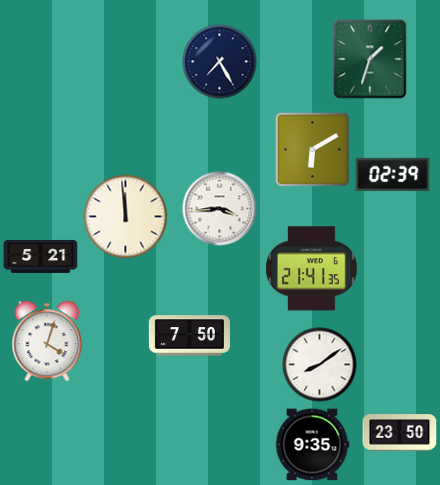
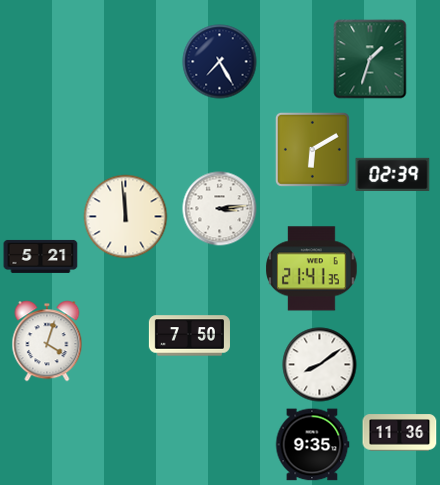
clock at (220, 209): 3:44 -> 3:14
clock at (400, 433): 23:50 -> 11:36
